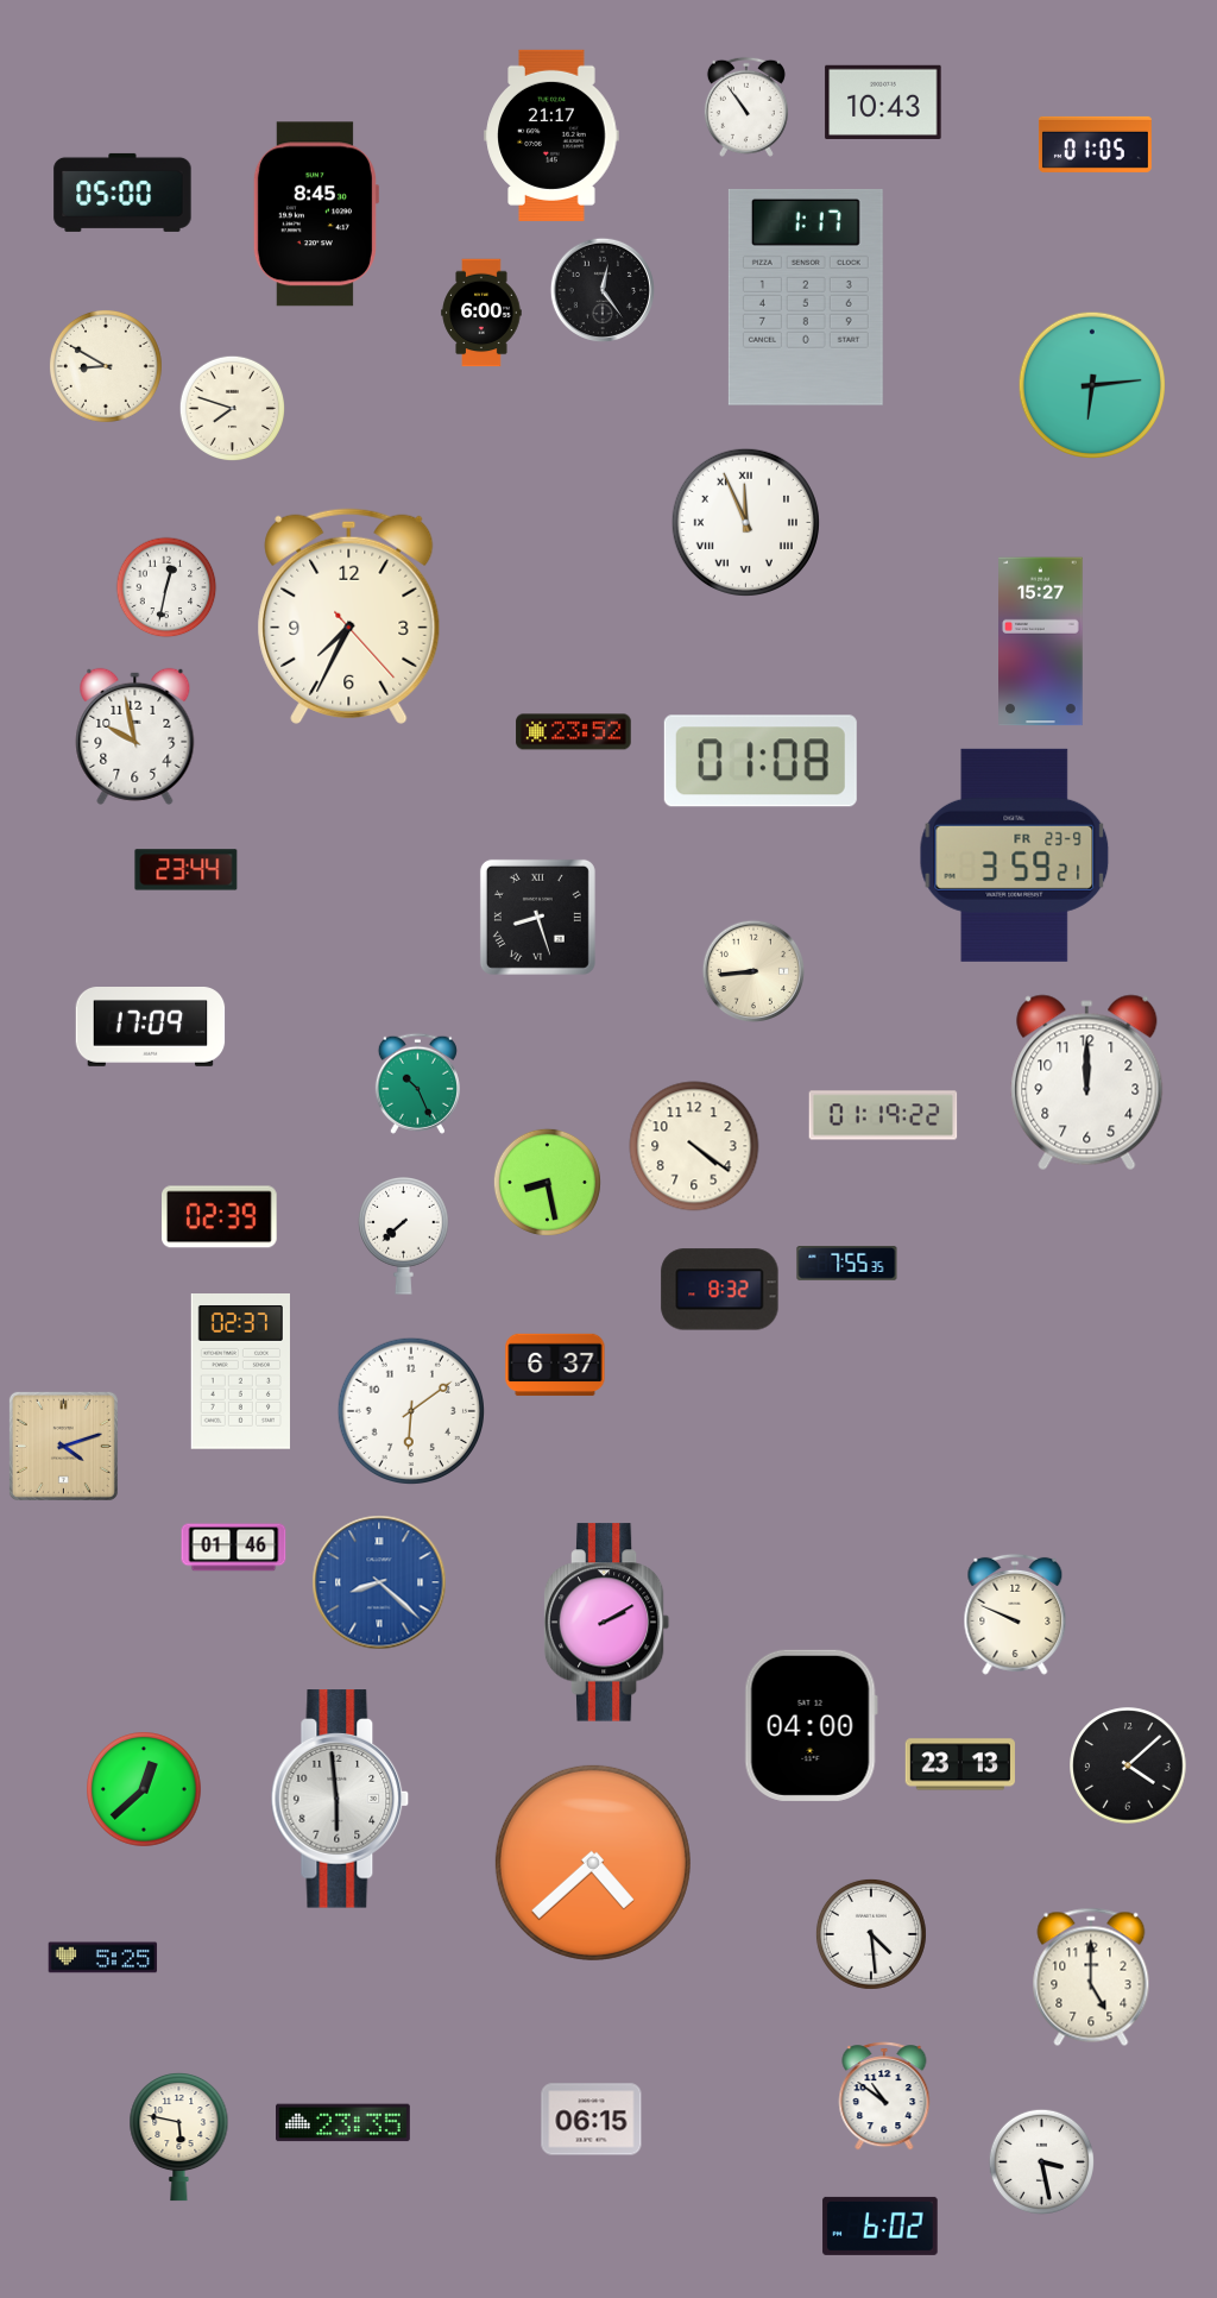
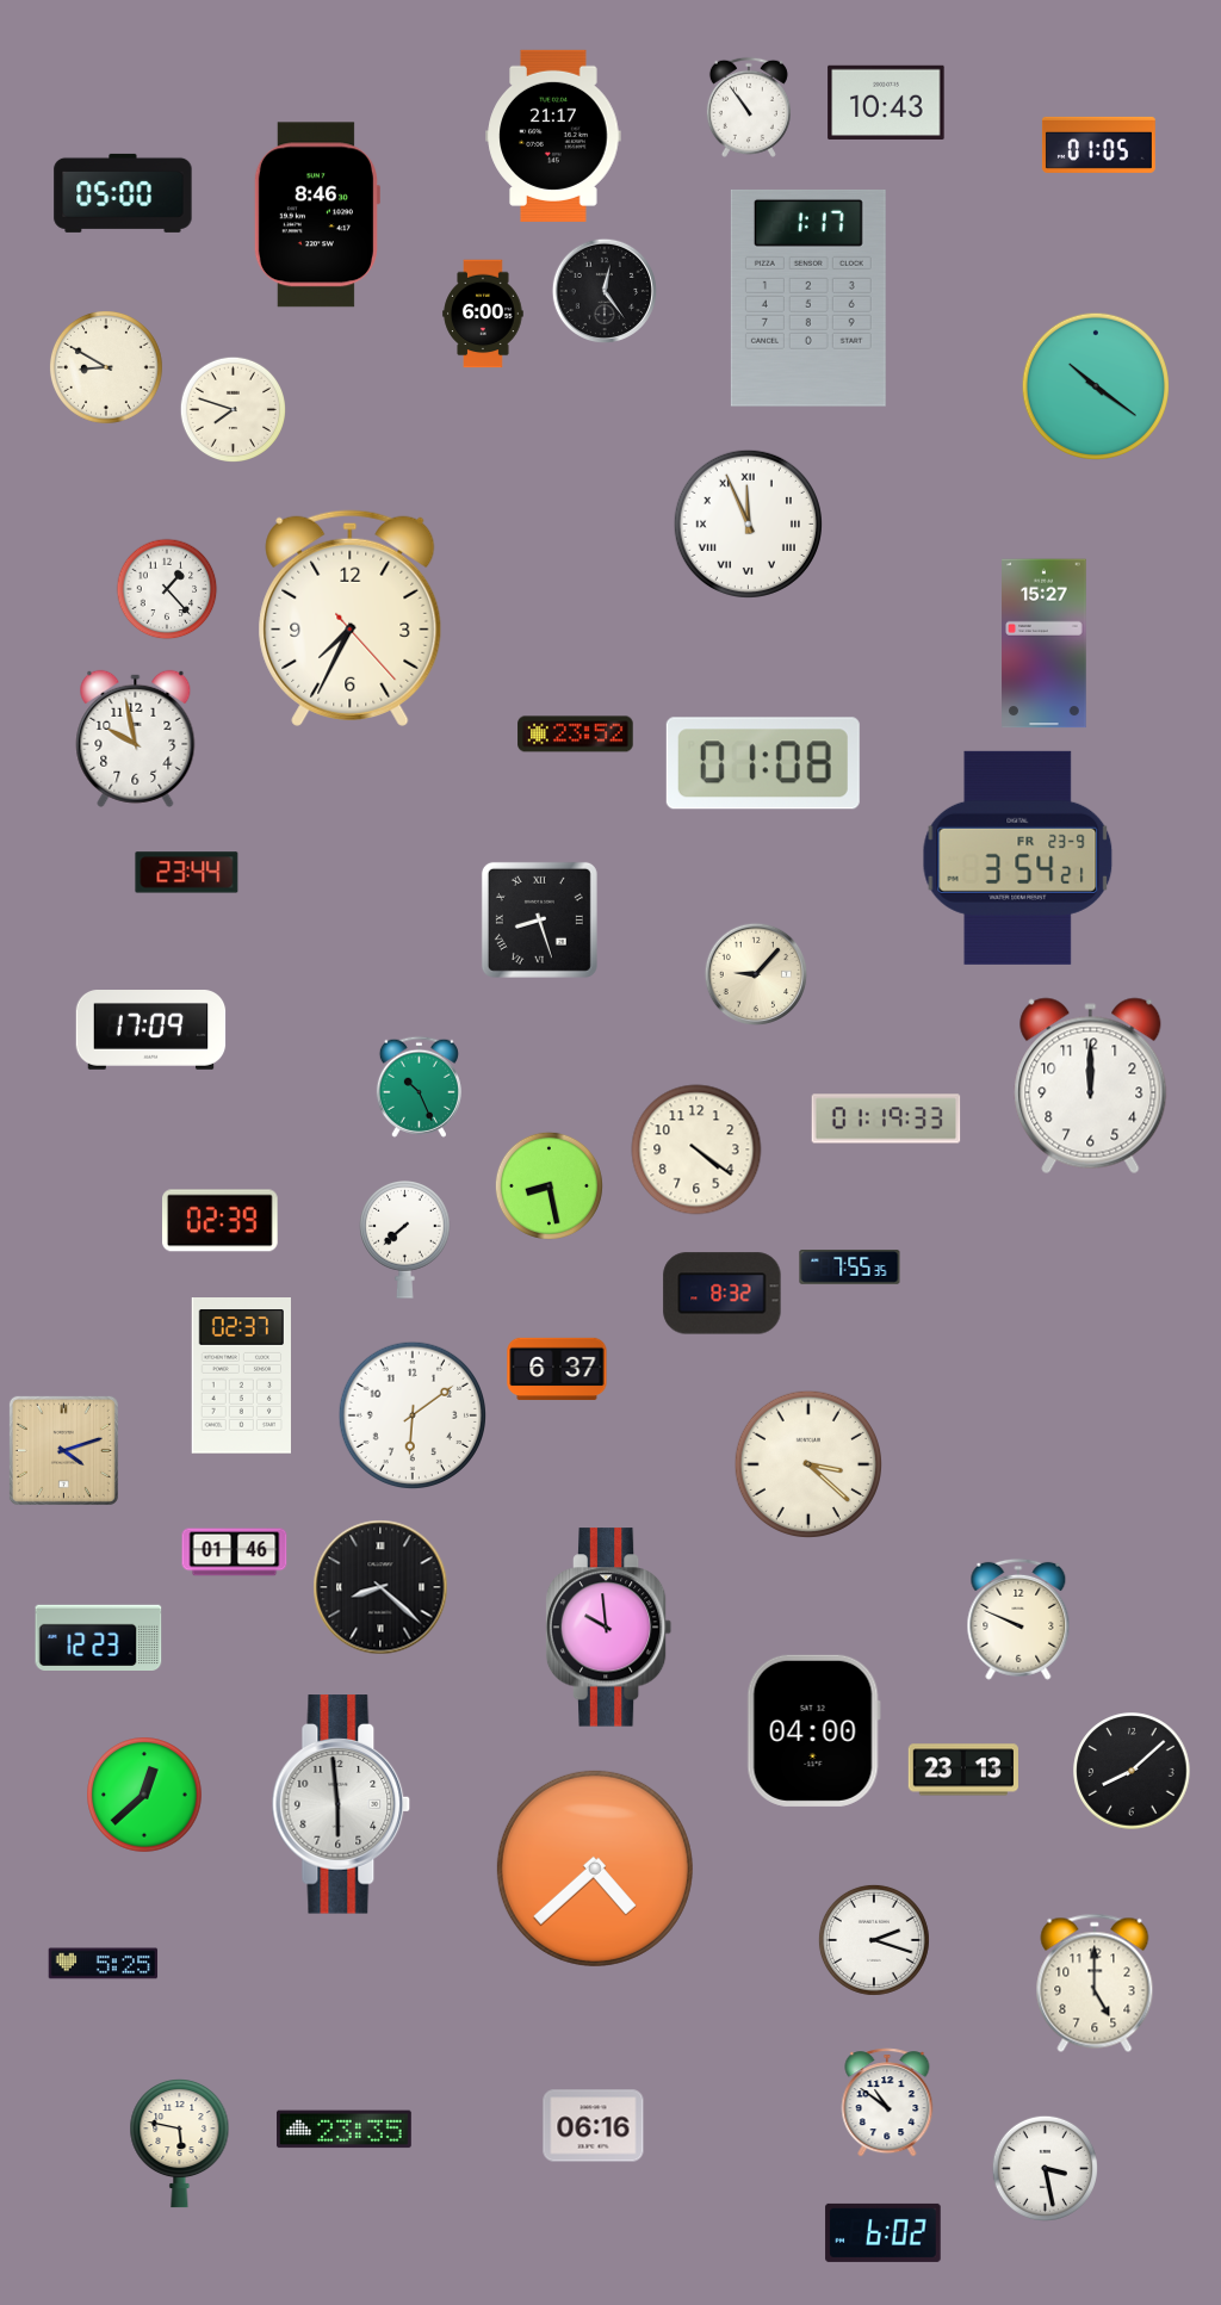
clock at (315, 214): 8:45 -> 8:46
clock at (1091, 384): 6:14 -> 10:21
clock at (166, 587): 12:32 -> 1:23
clock at (1015, 855): 3:59 -> 3:54
clock at (753, 971): 8:44 -> 9:07
clock at (883, 1115): 01:19:22 -> 01:19:33
clock at (807, 1463): none -> 3:22
clock at (379, 1582) dial: blue -> black
clock at (607, 1623): 2:10 -> 9:59
clock at (99, 1637): none -> 12:23
clock at (1128, 1765): 4:08 -> 8:08
clock at (871, 1934): 4:29 -> 2:18
clock at (592, 2120): 06:15 -> 06:16
